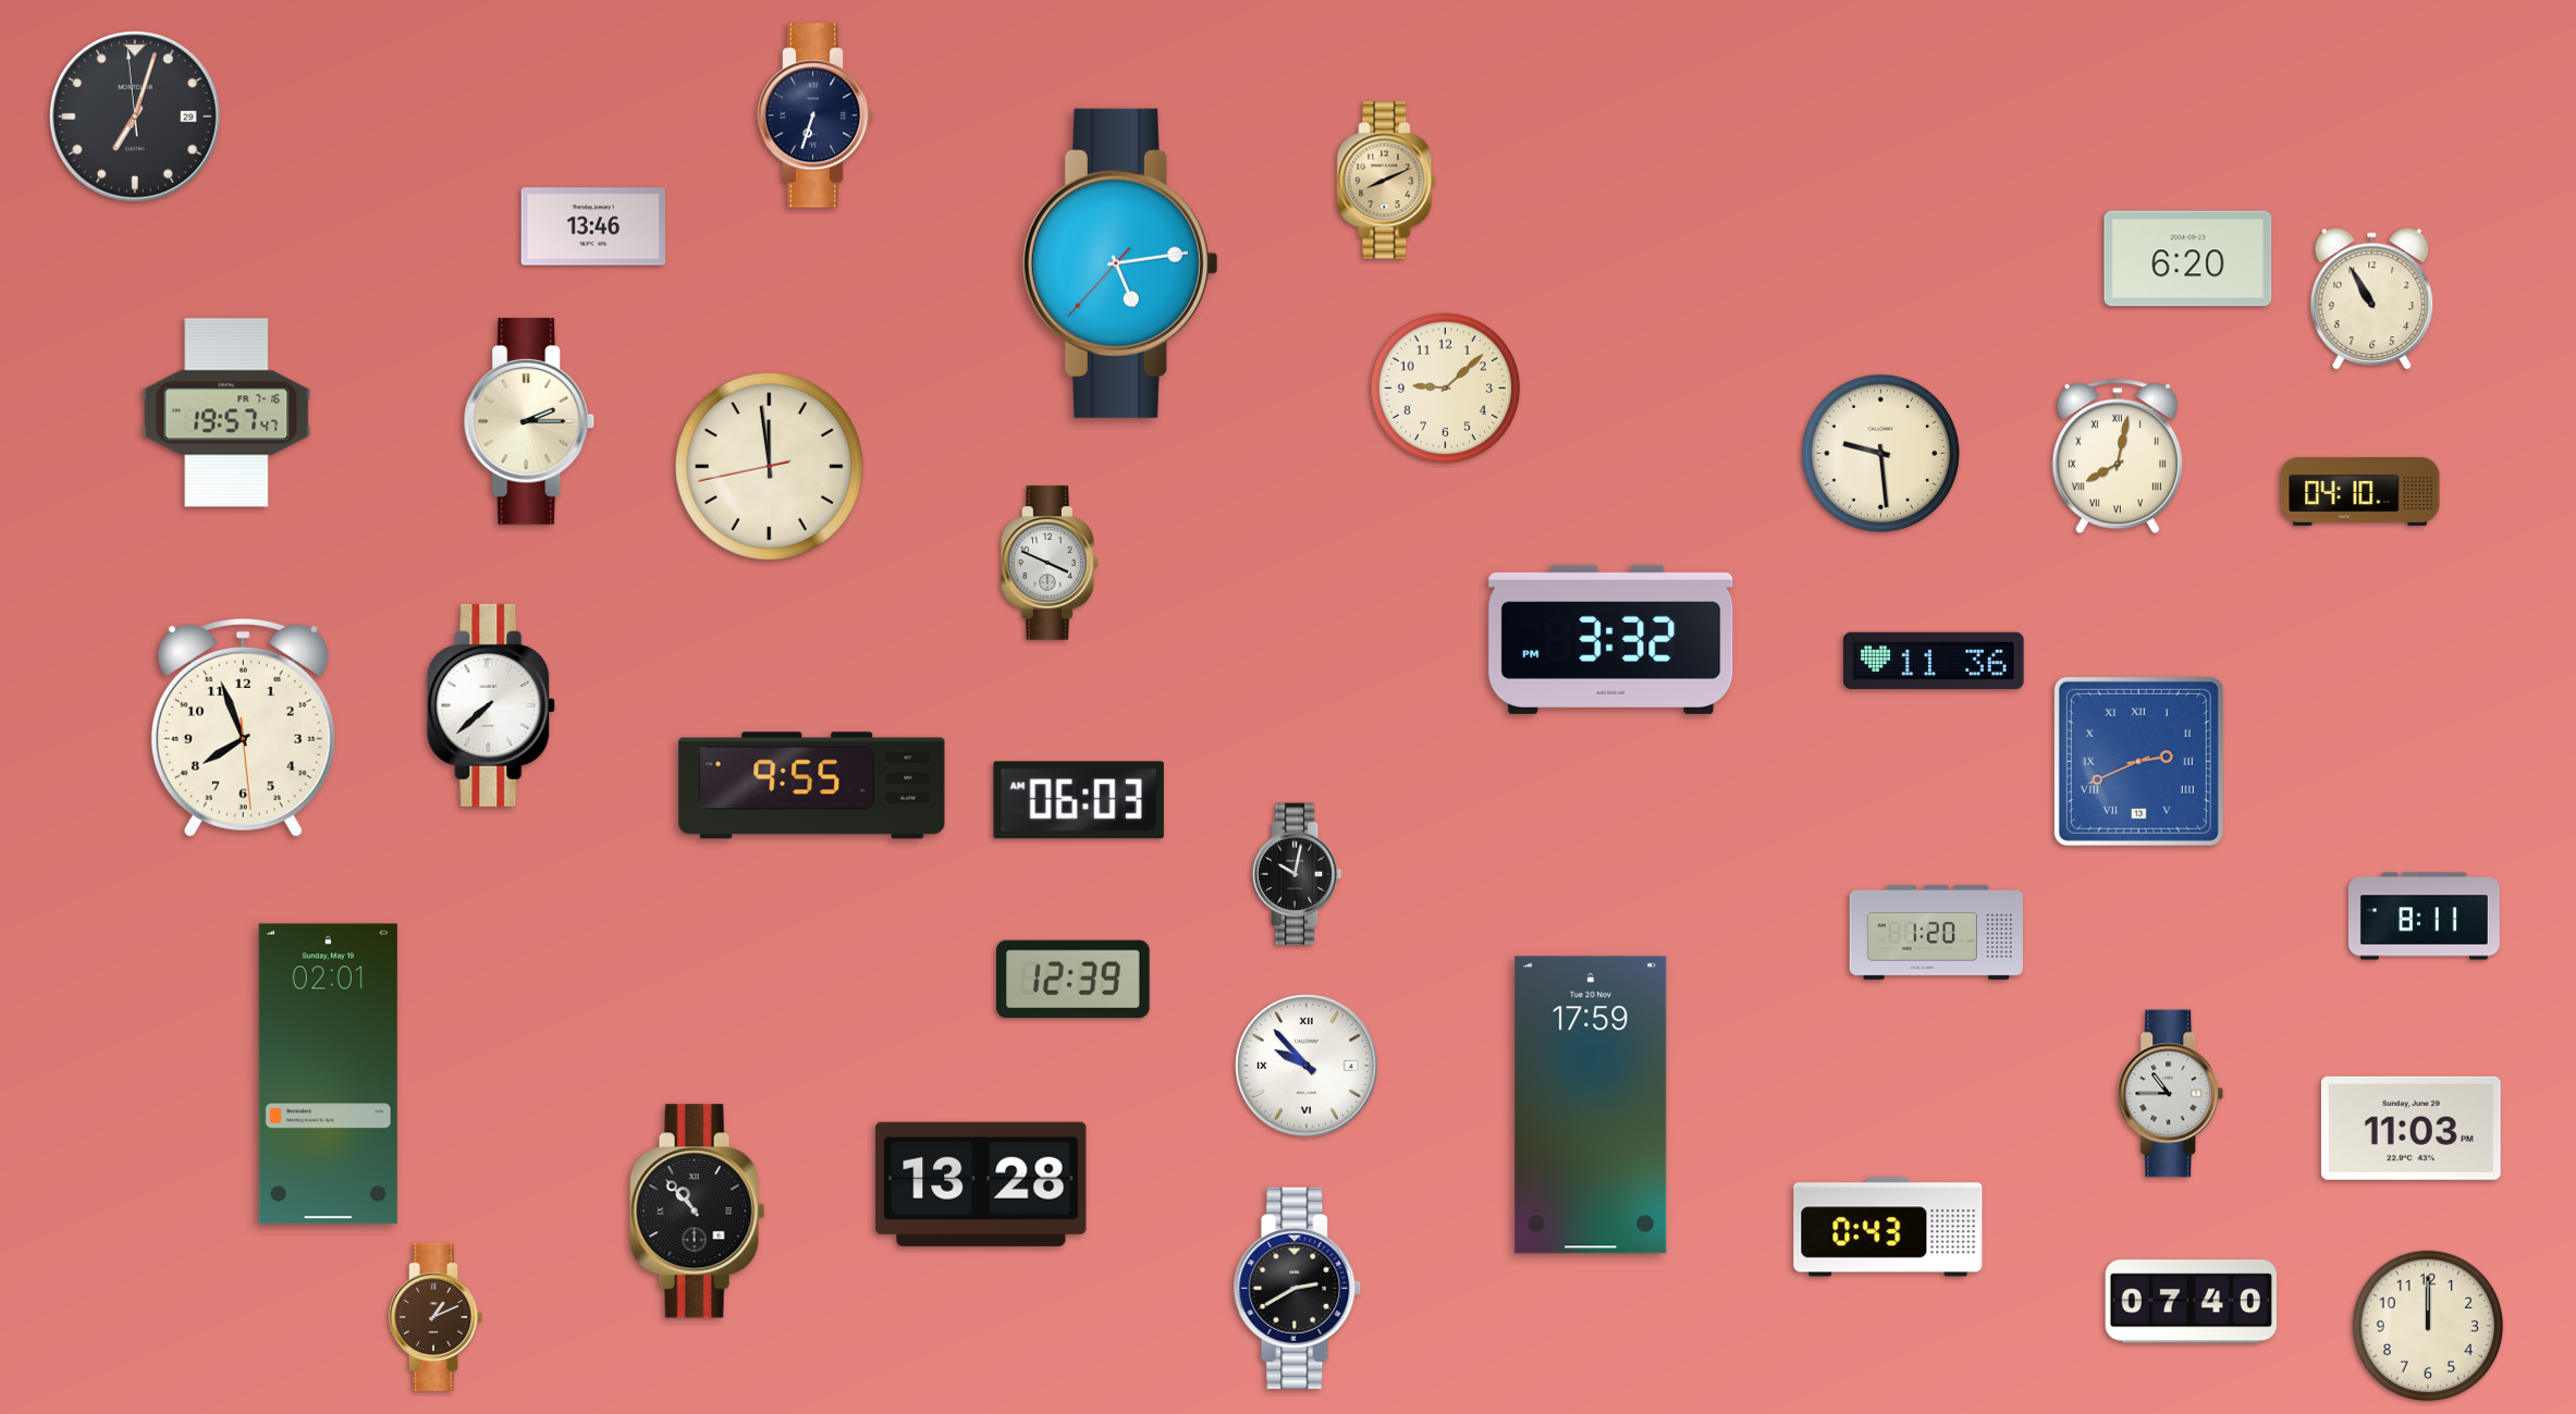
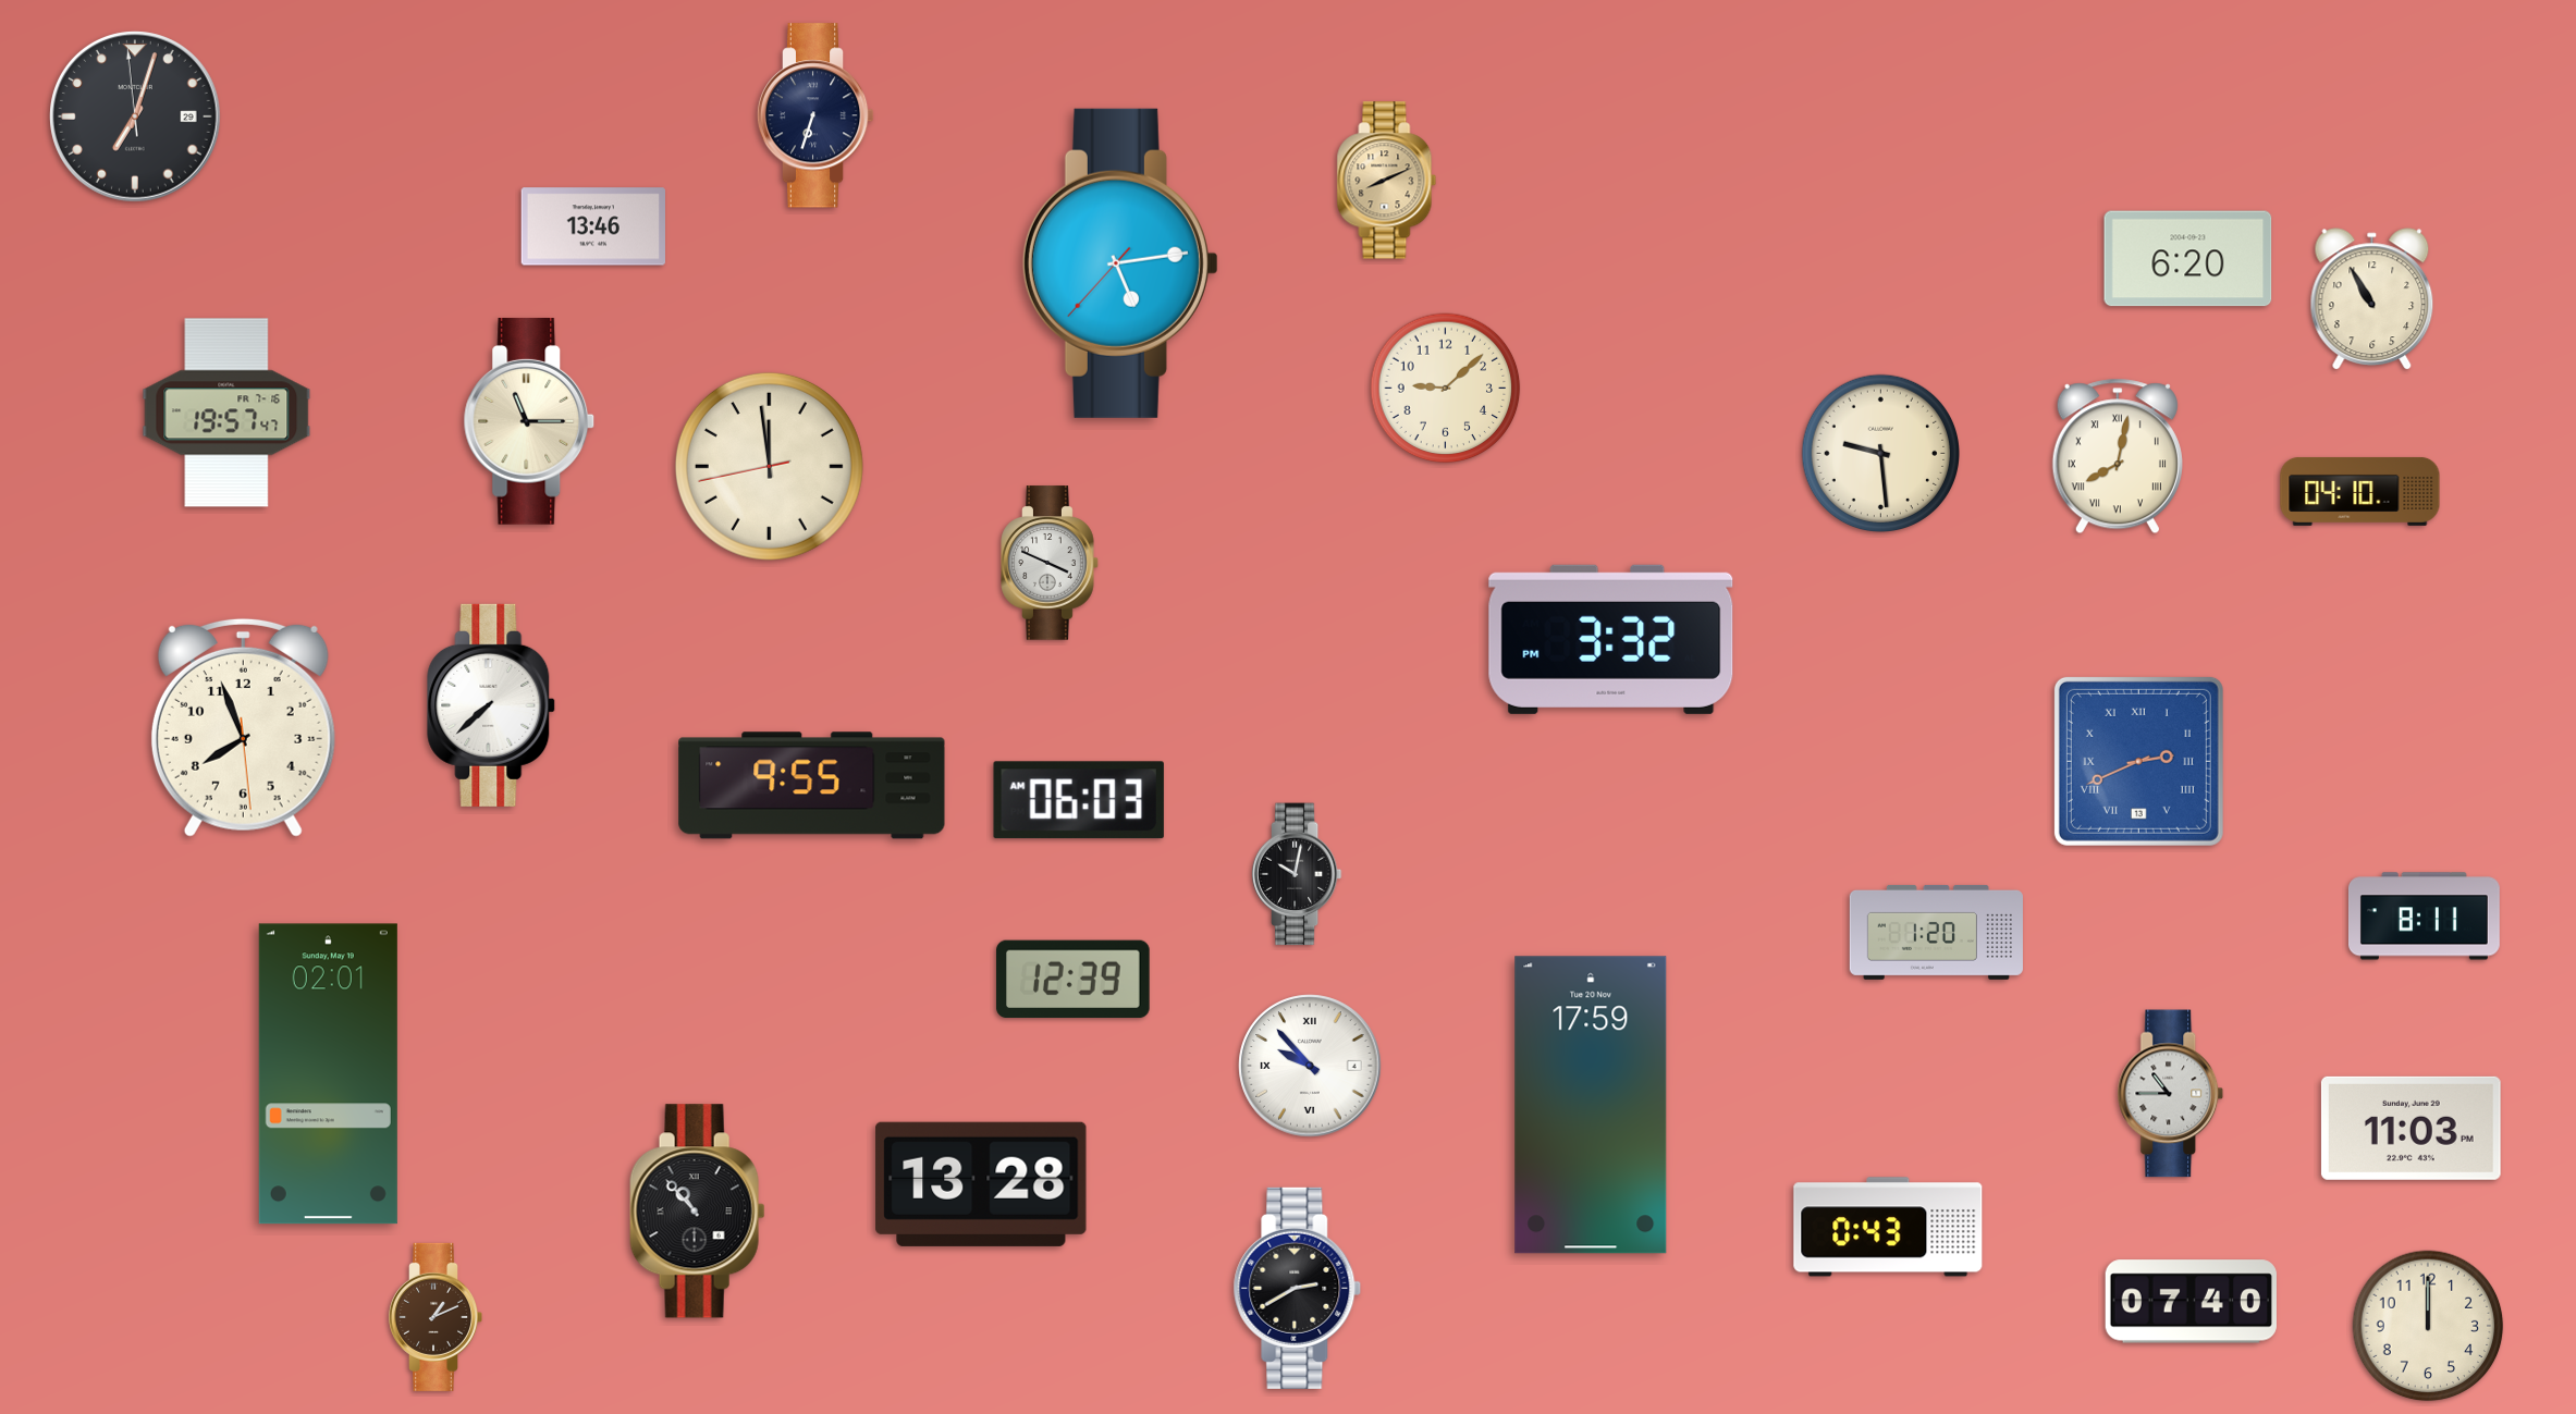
clock at (529, 421): 2:15 -> 11:15
clock at (1934, 661): 11:36 -> none
clock at (1307, 1066) position: (1307, 1066) -> (1310, 1066)
